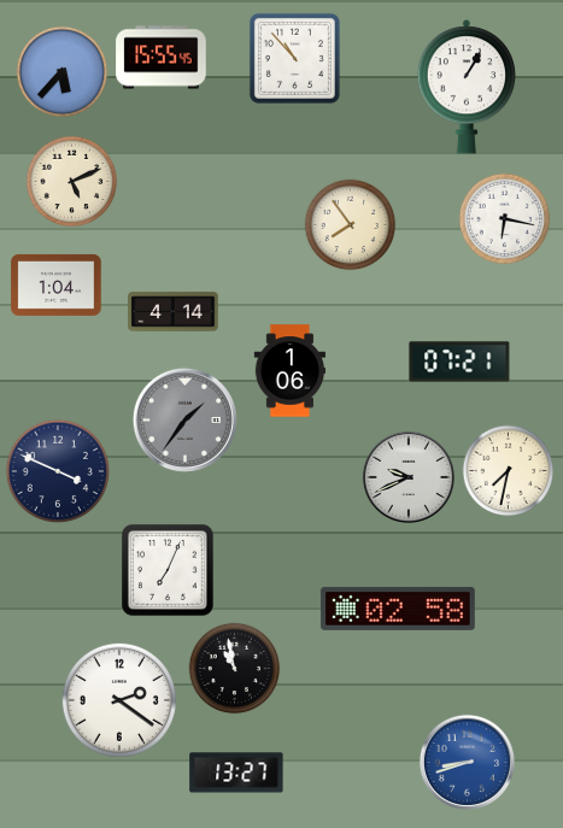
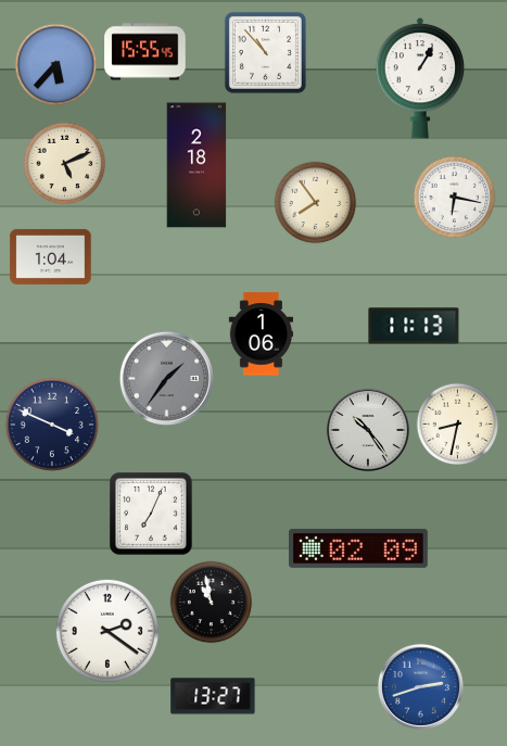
clock at (197, 165): none -> 2:18
clock at (174, 312): 4:14 -> none
clock at (459, 362): 07:21 -> 11:13
clock at (509, 471): 7:32 -> 8:32
clock at (409, 477): 9:41 -> 10:24
clock at (398, 609): 02:58 -> 02:09
clock at (467, 762): 8:42 -> 2:42
